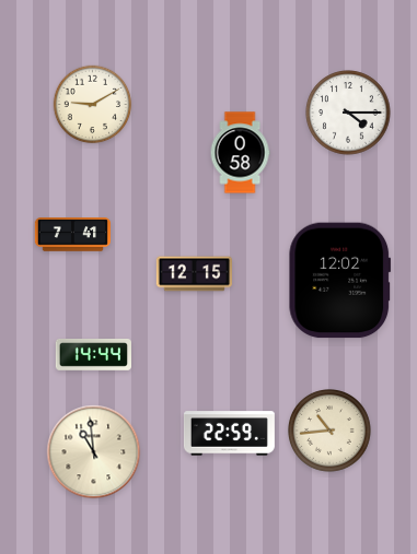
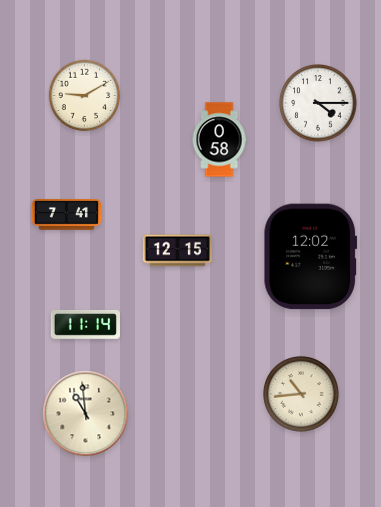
clock at (93, 354): 14:44 -> 11:14
clock at (229, 434): 22:59 -> none
